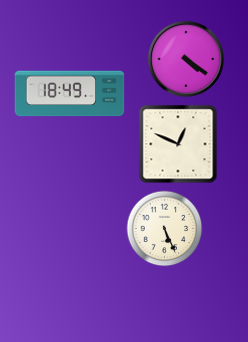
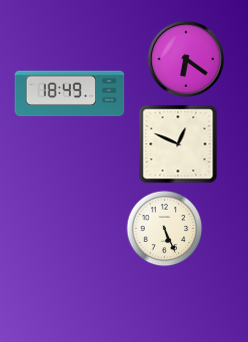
clock at (186, 59): 4:21 -> 6:21
